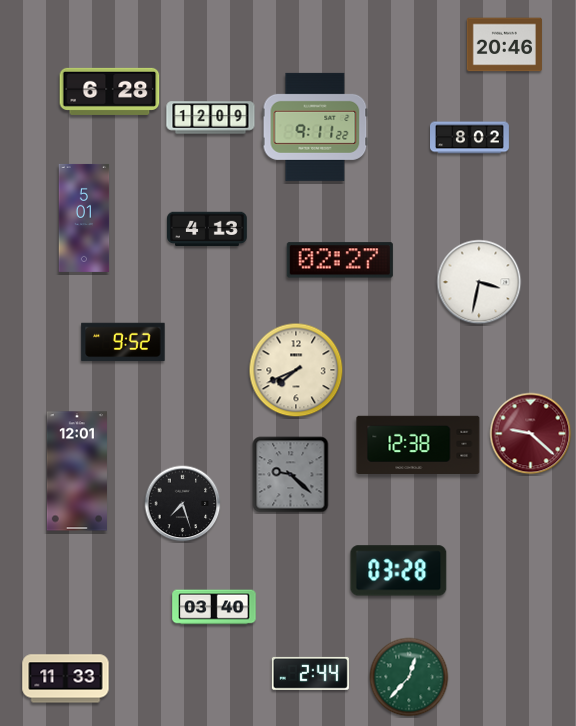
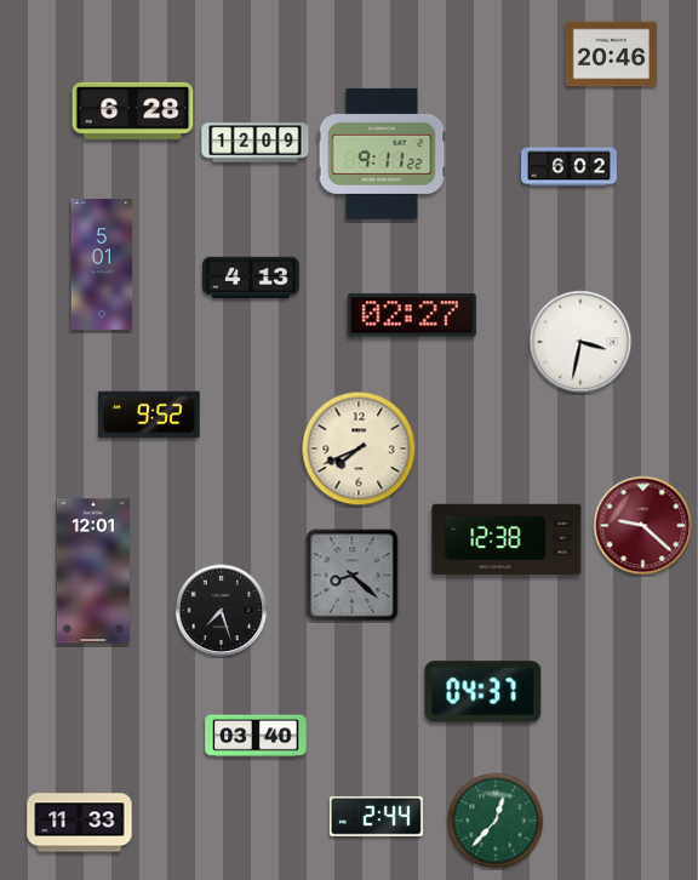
clock at (470, 138): 8:02 -> 6:02
clock at (291, 475): 9:22 -> 8:22
clock at (399, 571): 03:28 -> 04:37
clock at (214, 607) position: (214, 607) -> (256, 736)
